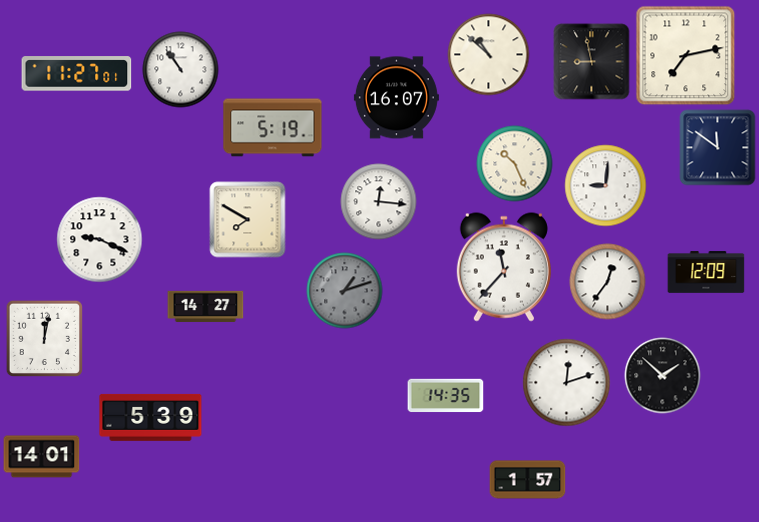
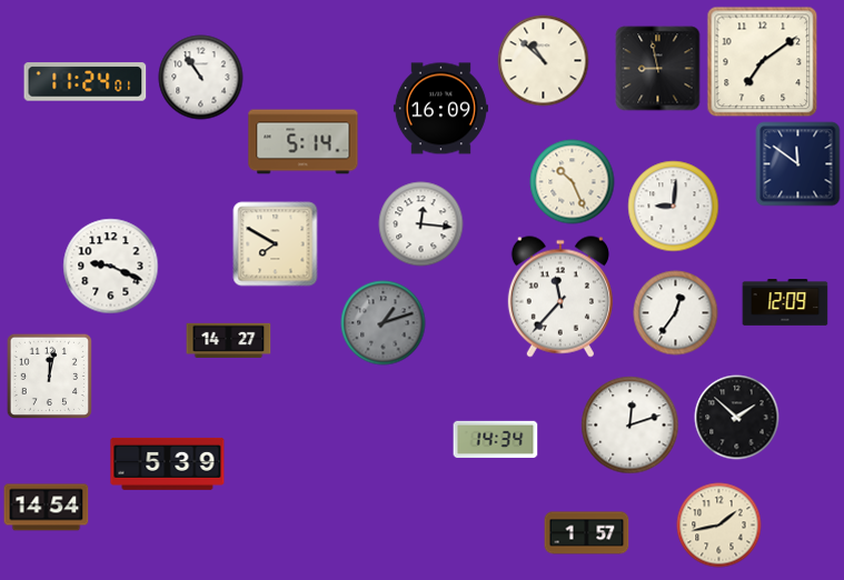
clock at (686, 56): 7:13 -> 7:09
clock at (77, 74): 11:27 -> 11:24
clock at (396, 98): 16:07 -> 16:09
clock at (273, 128): 5:19 -> 5:14
clock at (446, 396): 14:35 -> 14:34
clock at (42, 457): 14:01 -> 14:54
clock at (719, 526): none -> 1:43
